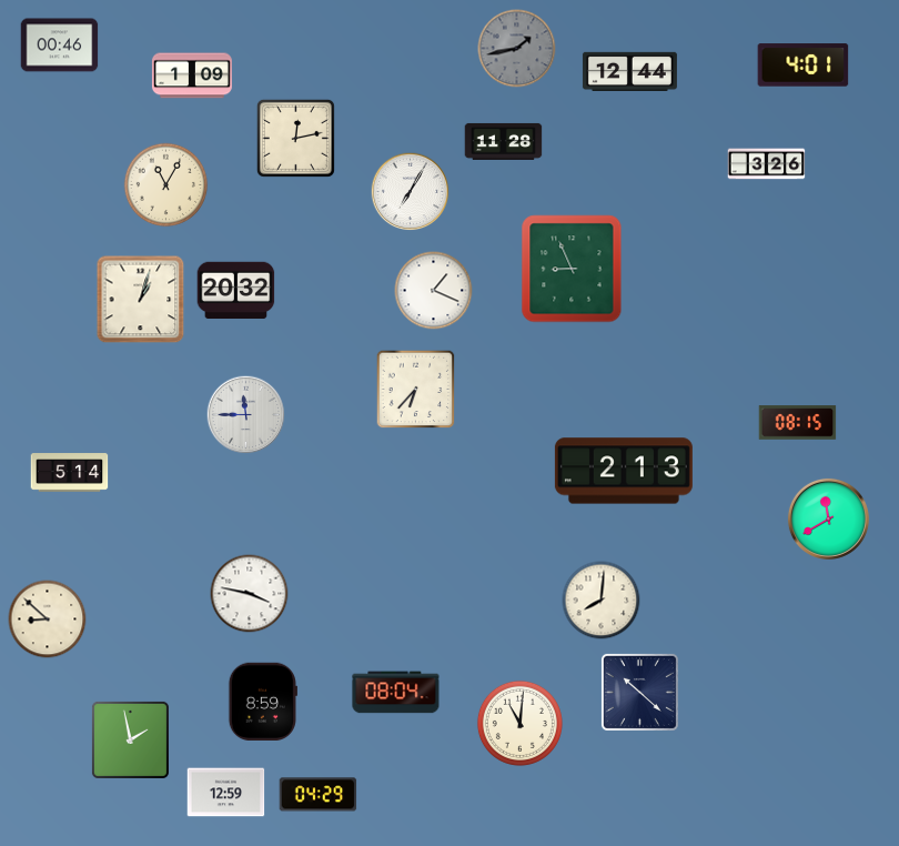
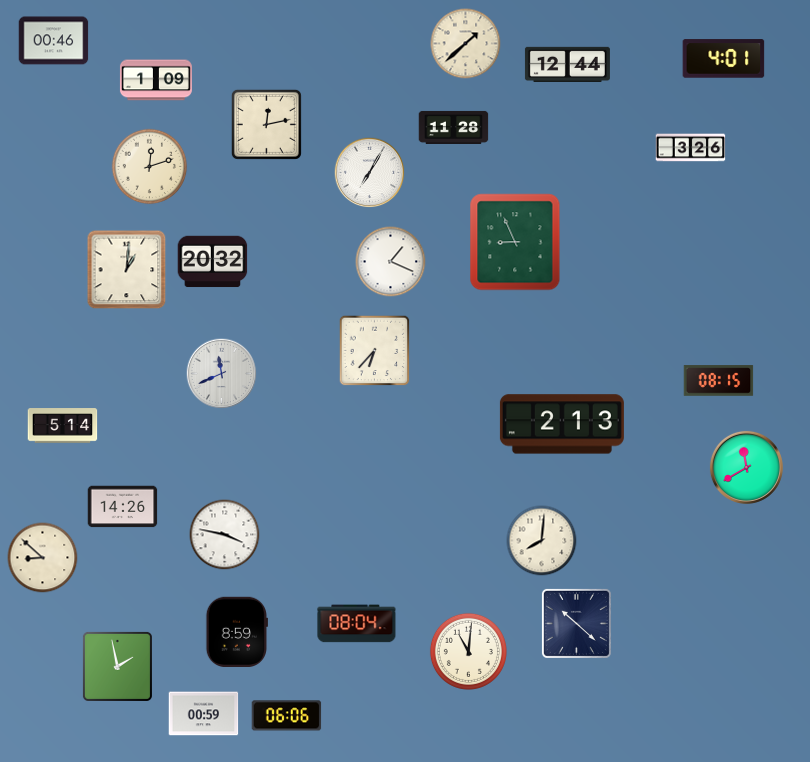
clock at (517, 49): 1:43 -> 1:38
clock at (517, 49) dial: grey -> cream
clock at (192, 75) position: (192, 75) -> (156, 80)
clock at (166, 185): 11:05 -> 12:12
clock at (141, 300): 1:03 -> 1:01
clock at (246, 415): 11:45 -> 11:41
clock at (123, 507): none -> 14:26
clock at (226, 793): 12:59 -> 00:59
clock at (319, 795): 04:29 -> 06:06
